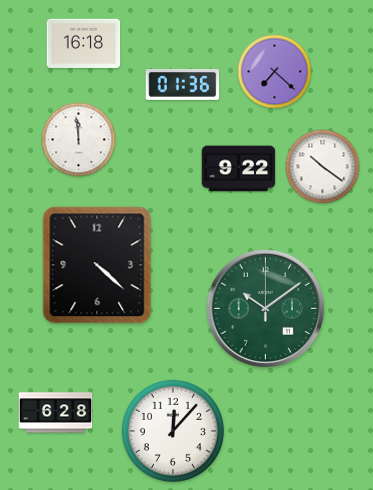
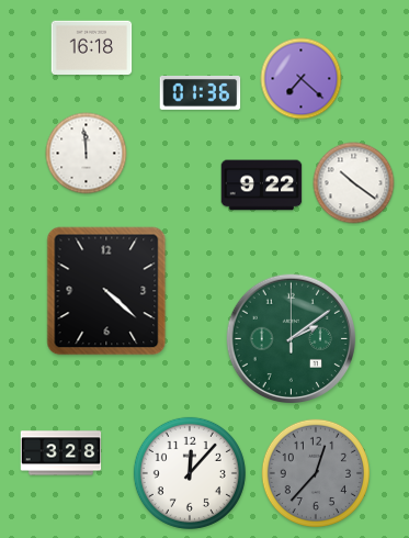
clock at (265, 308): 10:09 -> 2:09
clock at (56, 413): 6:28 -> 3:28
clock at (315, 472): none -> 12:37
